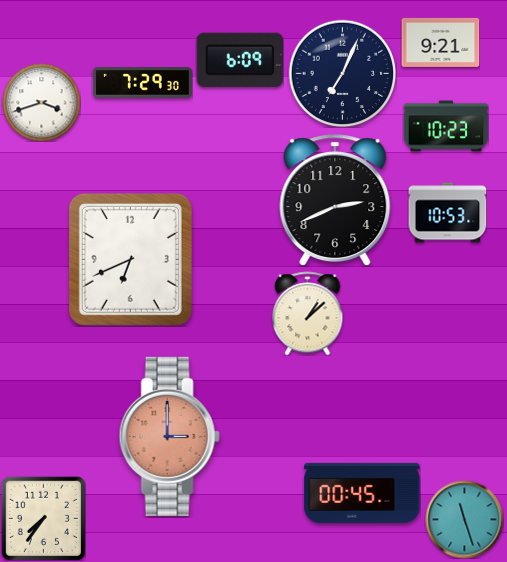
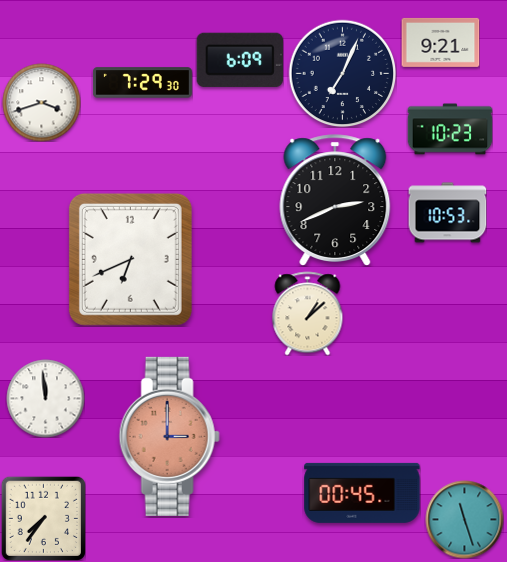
clock at (446, 126) position: (446, 126) -> (450, 129)
clock at (45, 398): none -> 11:59
